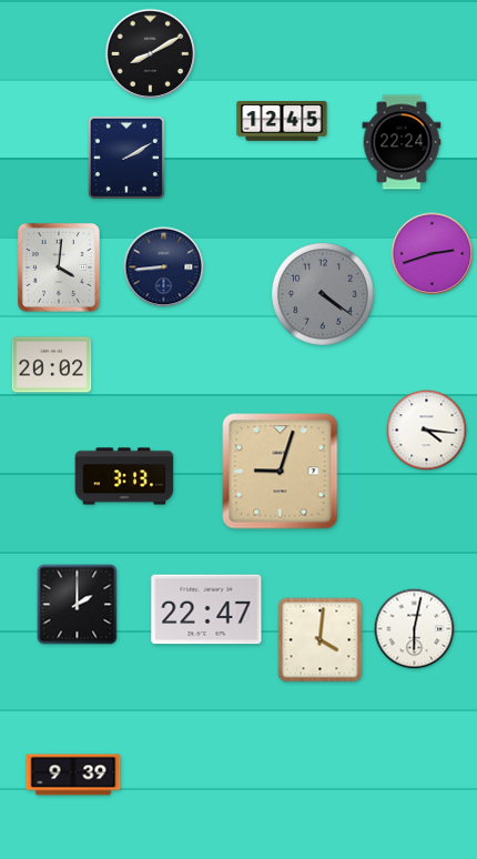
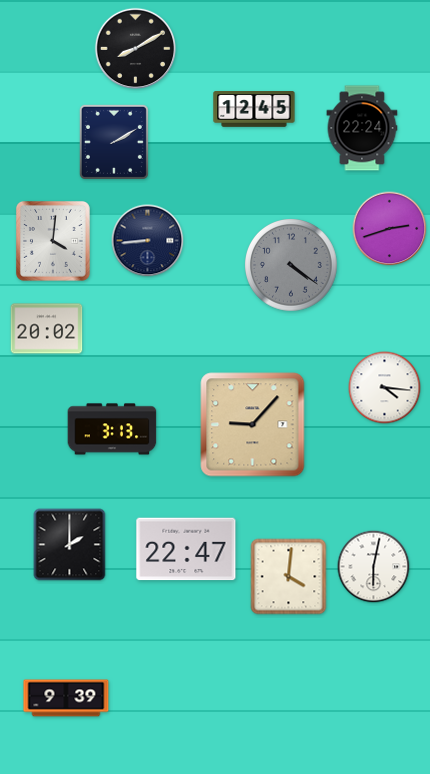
clock at (281, 472): 9:03 -> 9:07
